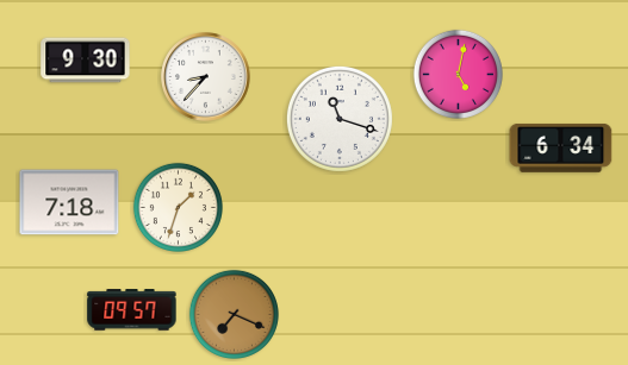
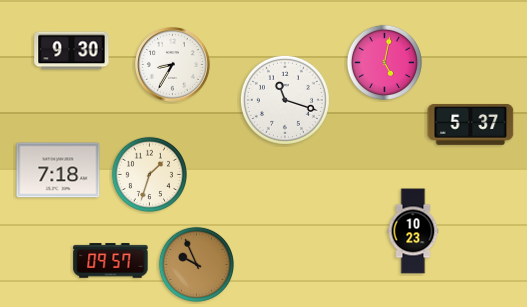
clock at (206, 77): 8:37 -> 8:35
clock at (561, 147): 6:34 -> 5:37
clock at (413, 231): none -> 10:23
clock at (234, 314): 7:19 -> 9:56
